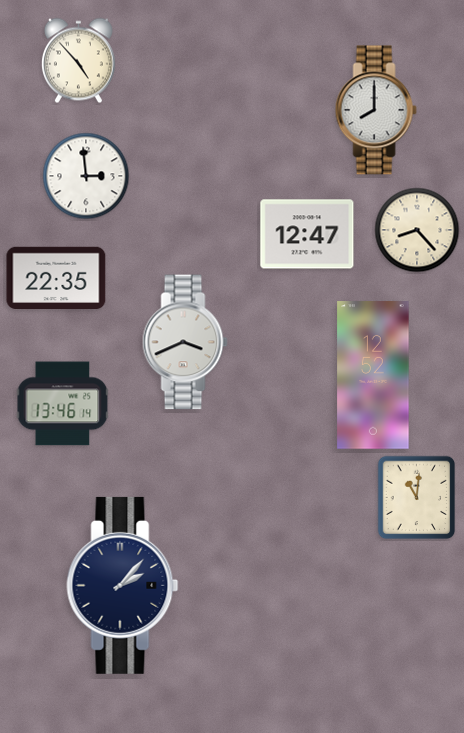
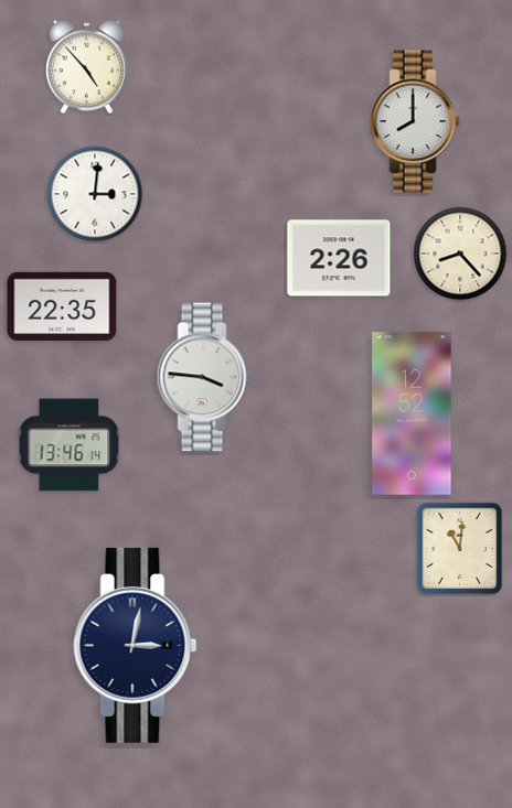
clock at (86, 176): 2:59 -> 3:01
clock at (307, 234): 12:47 -> 2:26
clock at (185, 342): 3:41 -> 3:46
clock at (123, 585): 2:07 -> 3:02
